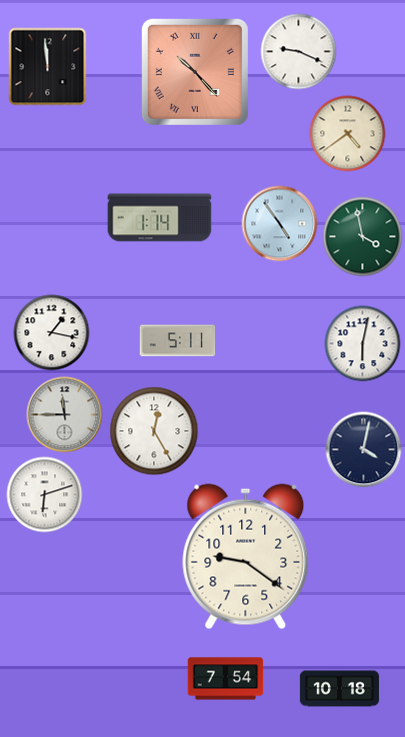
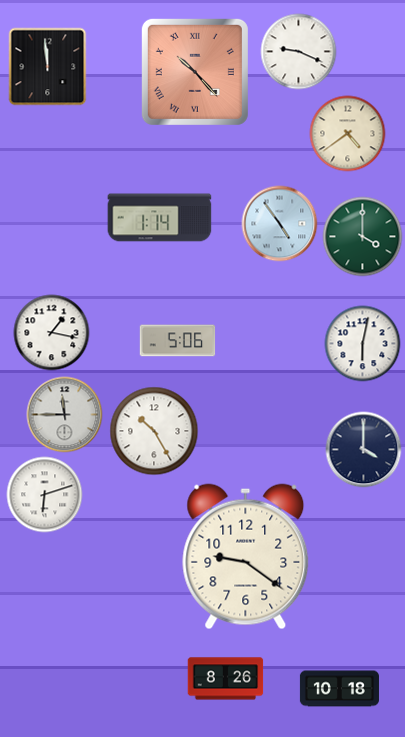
clock at (363, 237): 3:58 -> 4:00
clock at (178, 341): 5:11 -> 5:06
clock at (154, 431): 12:25 -> 10:25
clock at (364, 450): 4:02 -> 4:00
clock at (226, 679): 7:54 -> 8:26
